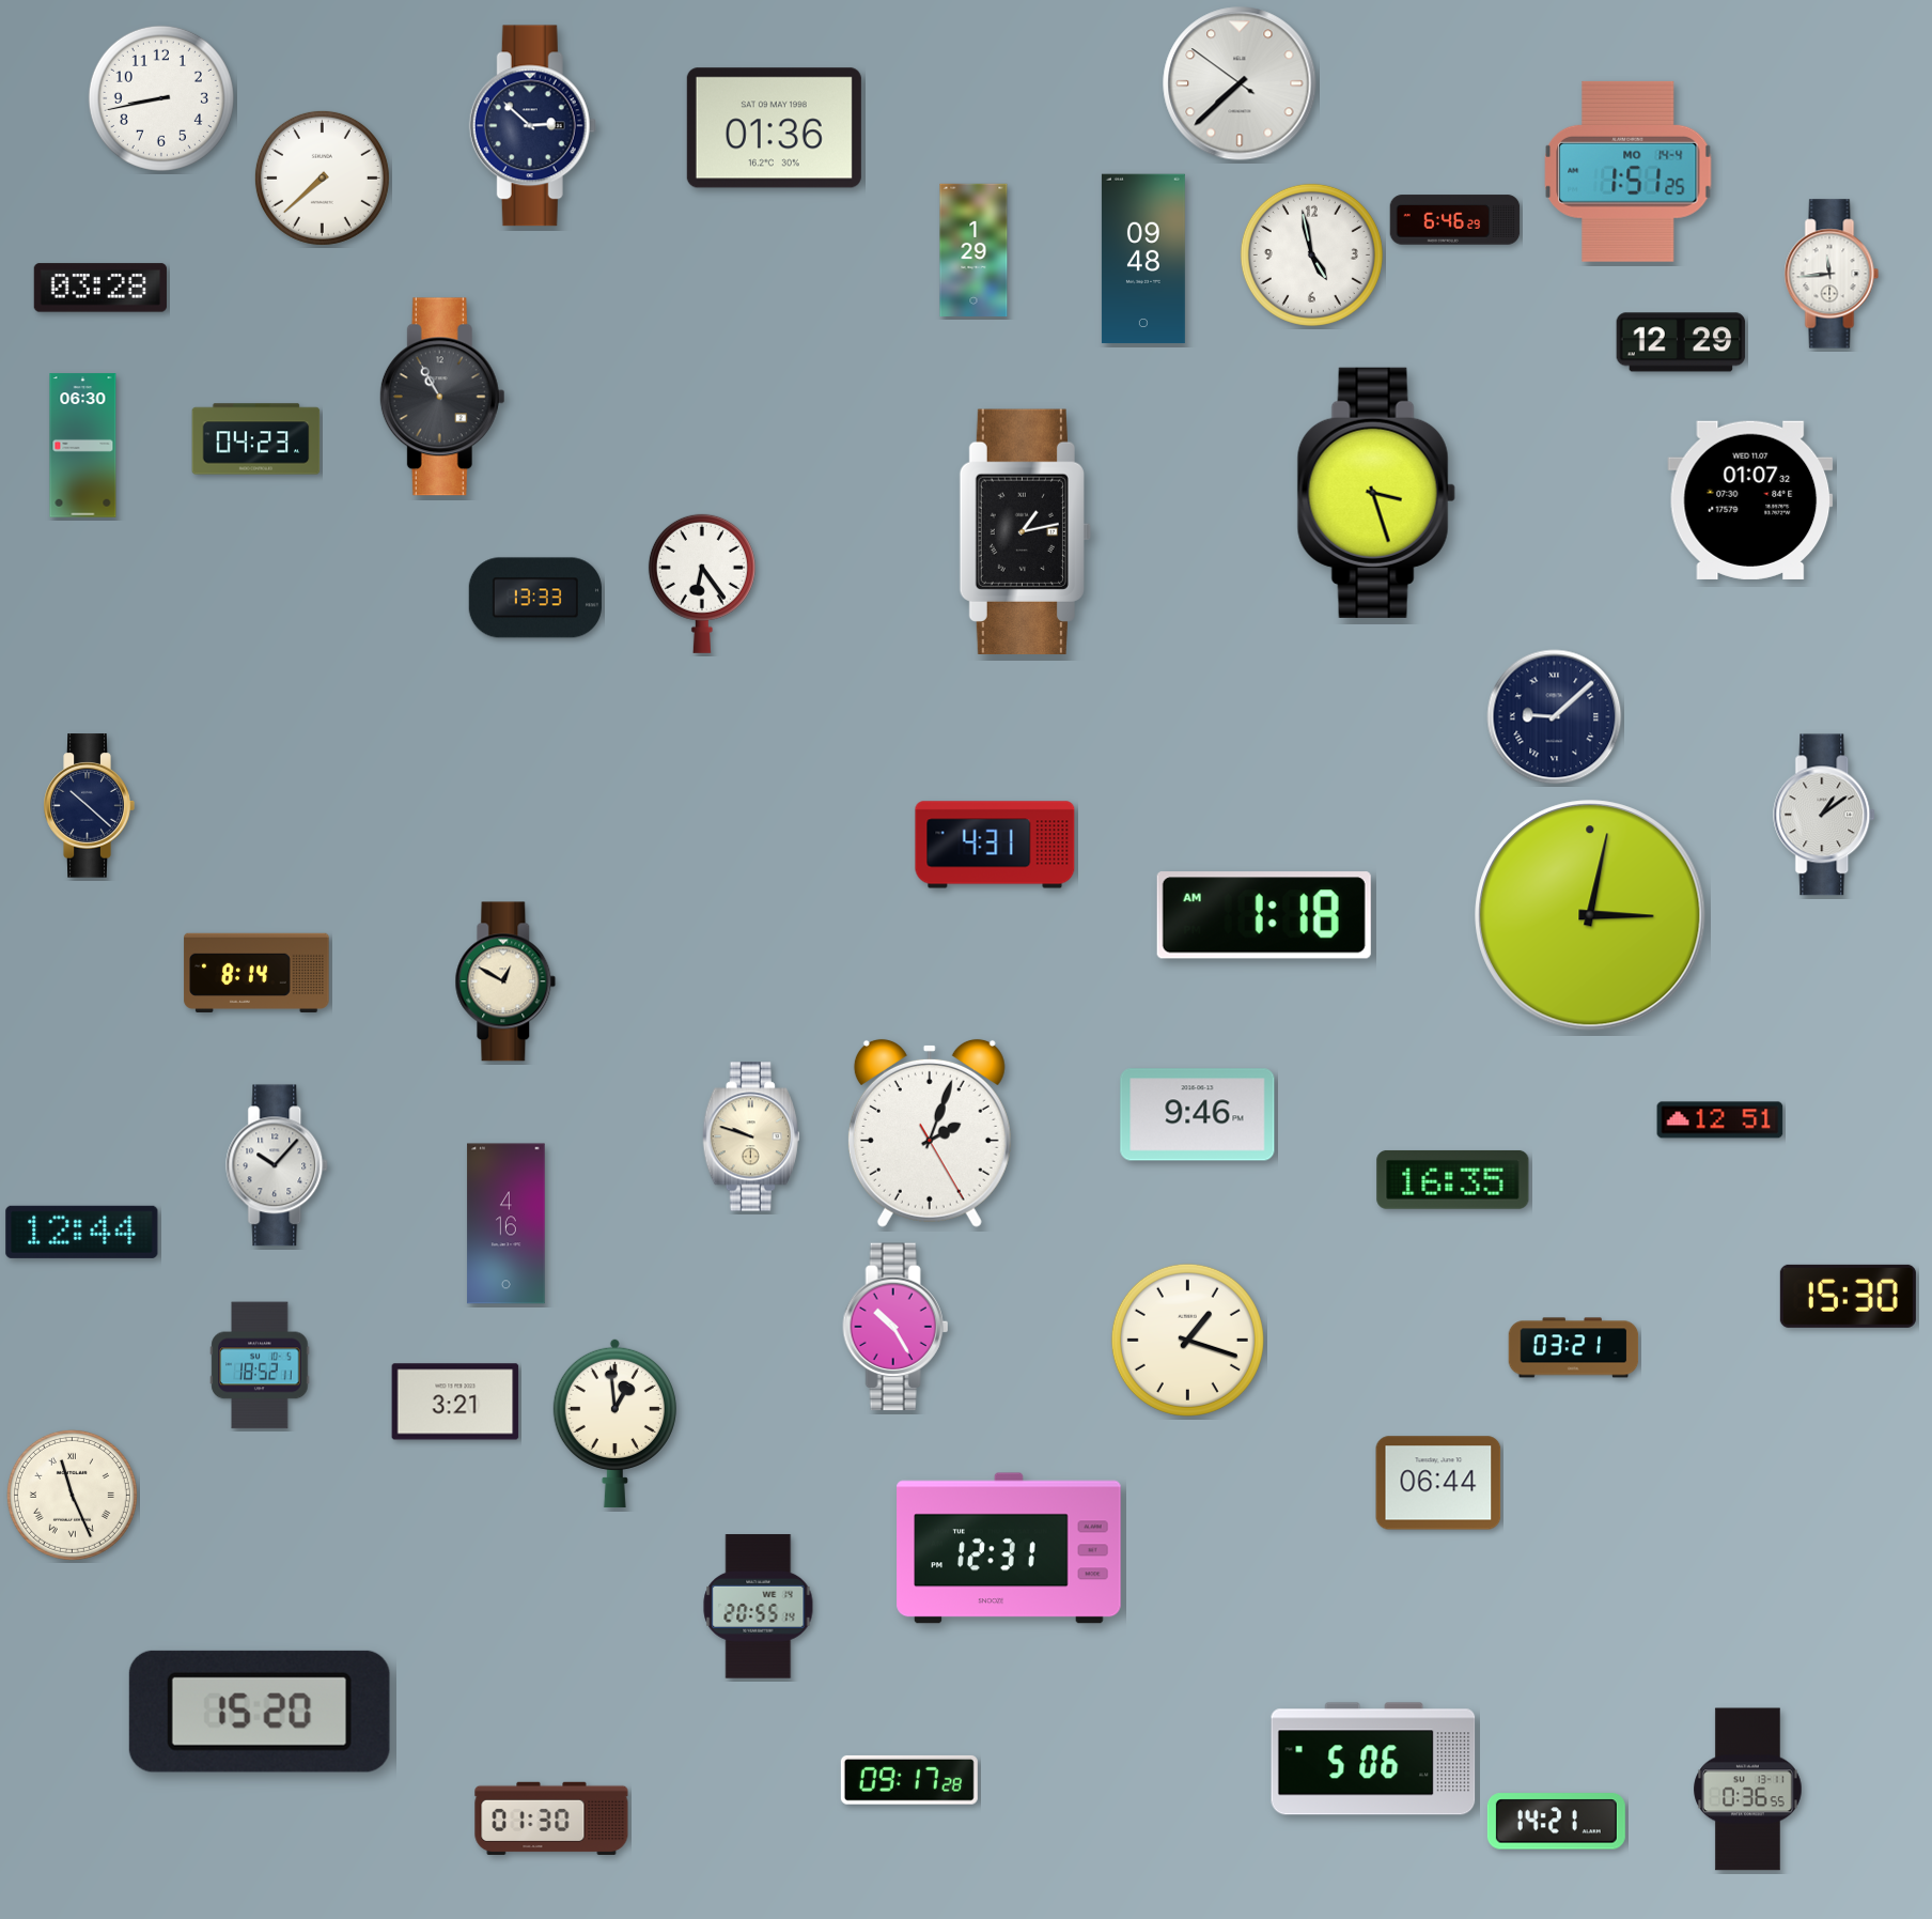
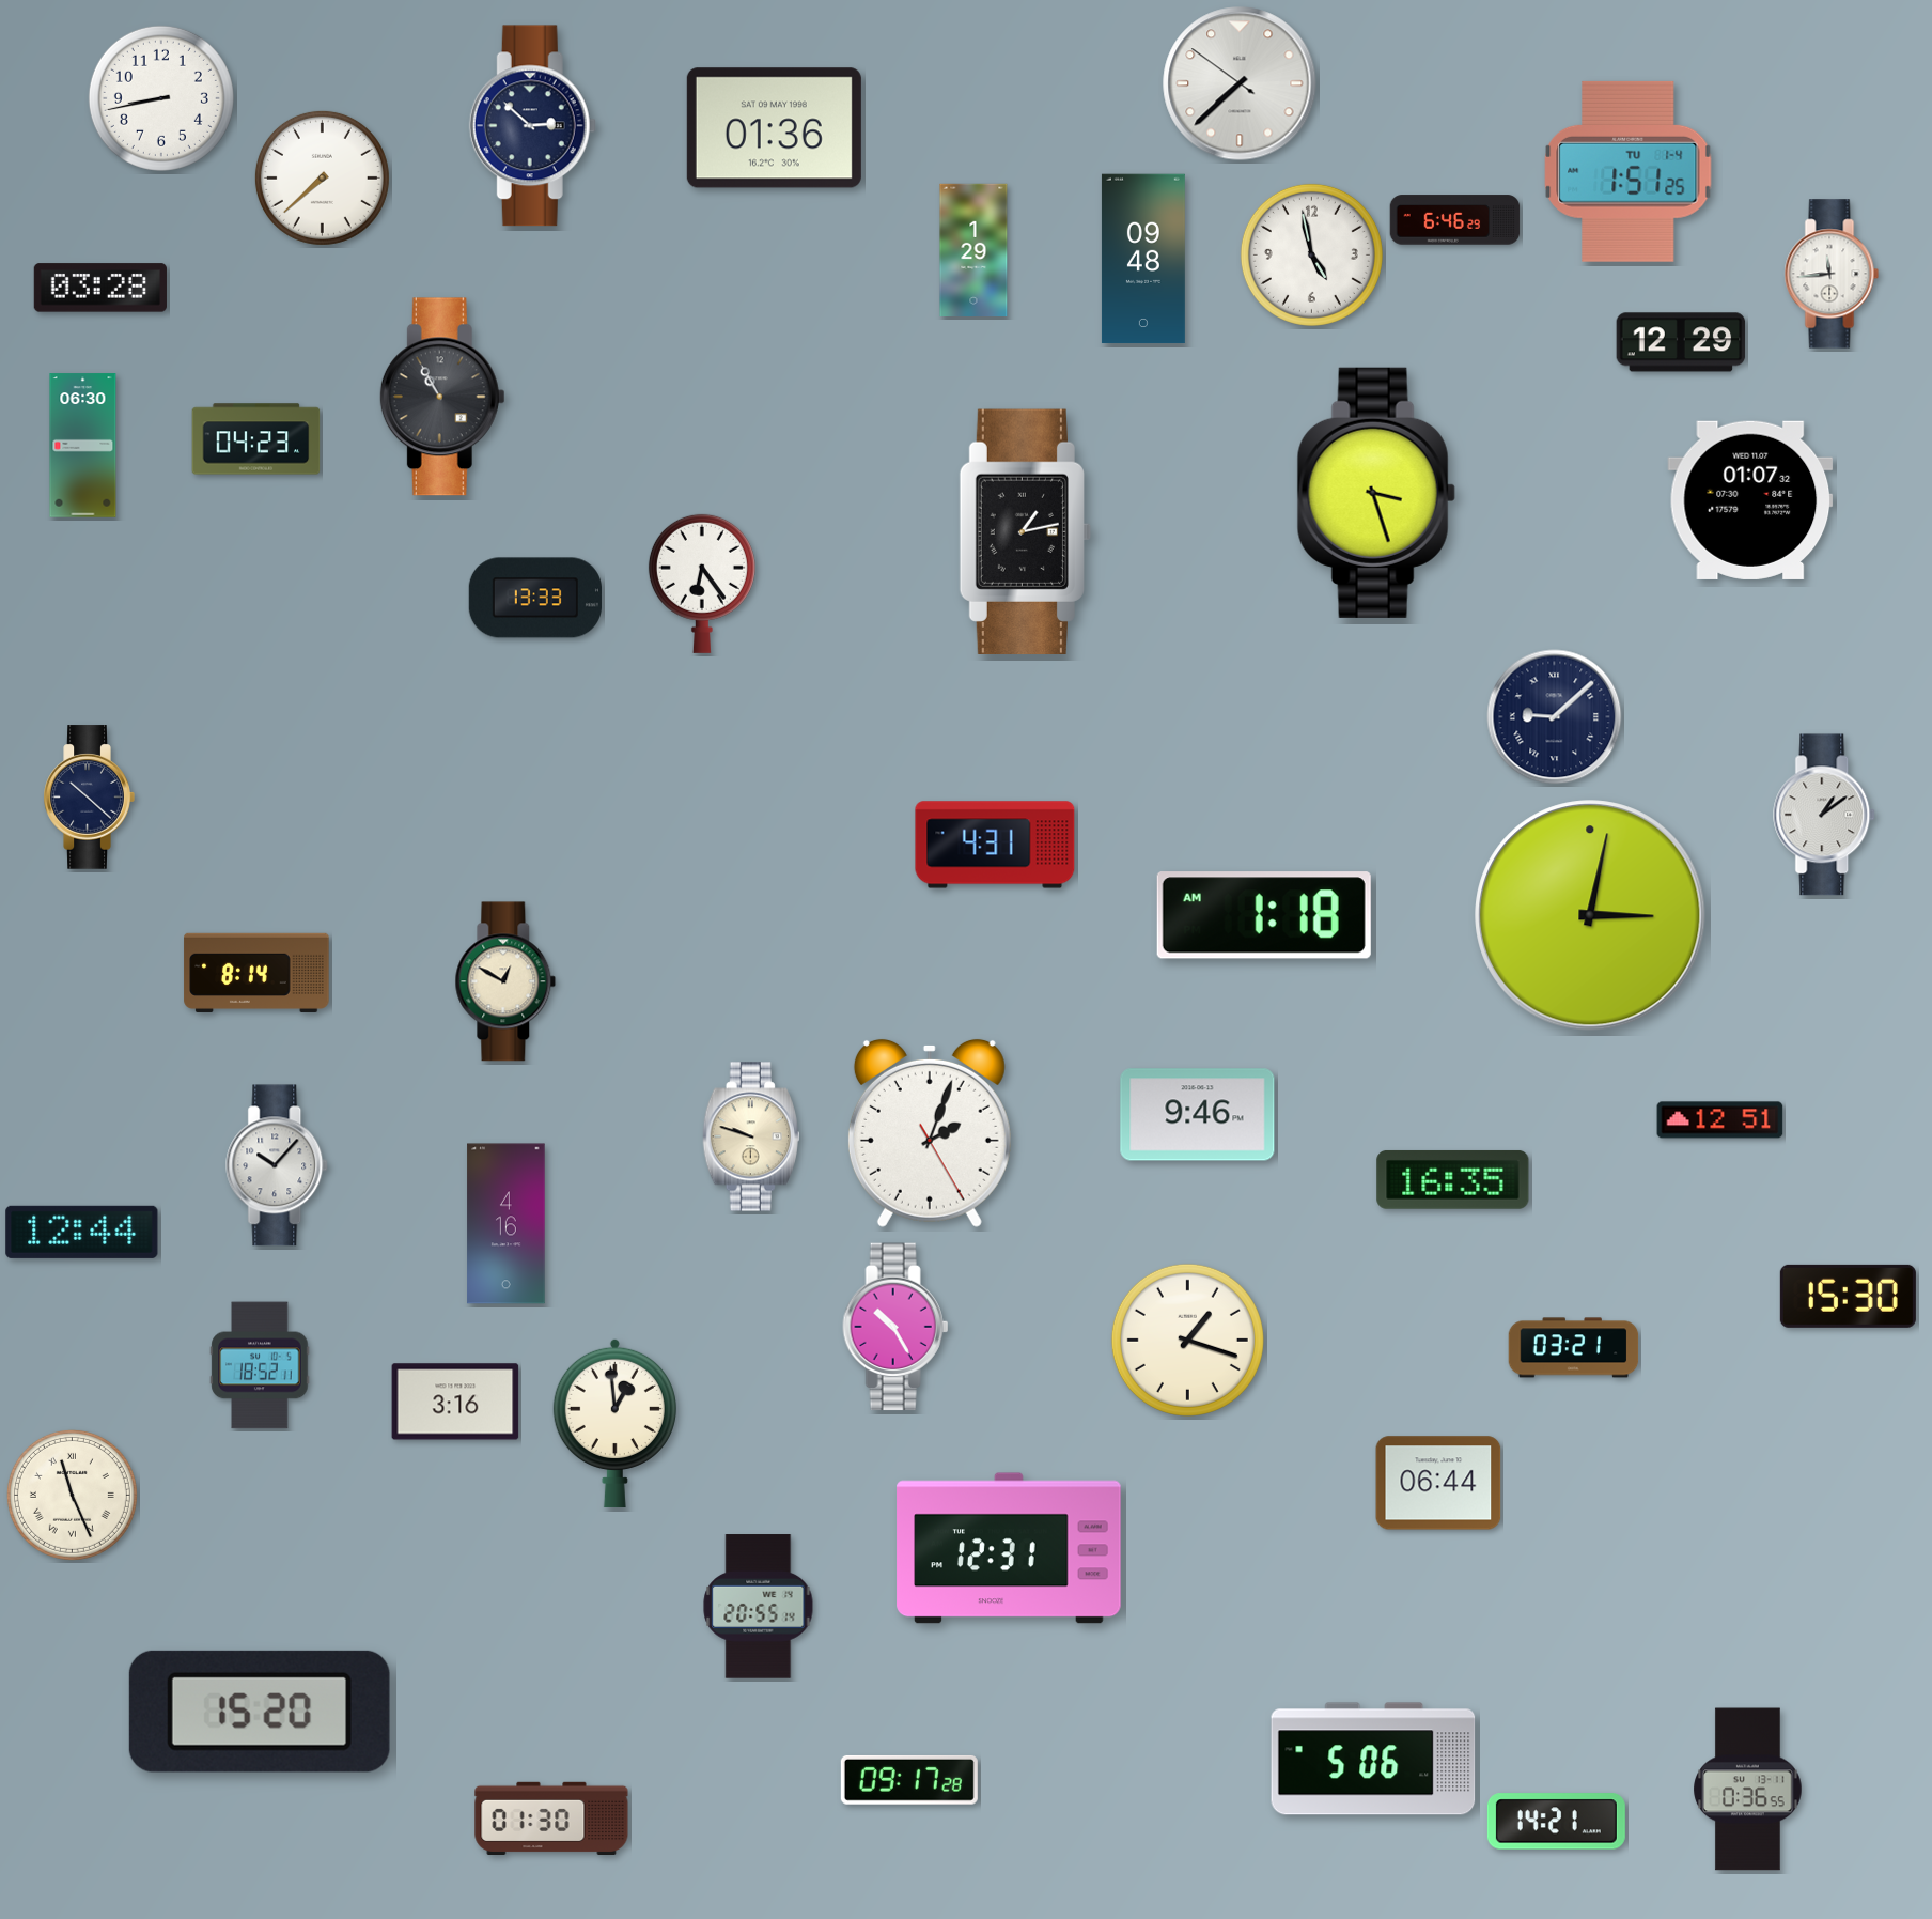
clock at (1629, 171) date: MO 14-4 -> TU 1-4
clock at (89, 806) position: (89, 806) -> (89, 798)
clock at (455, 1402): 3:21 -> 3:16
